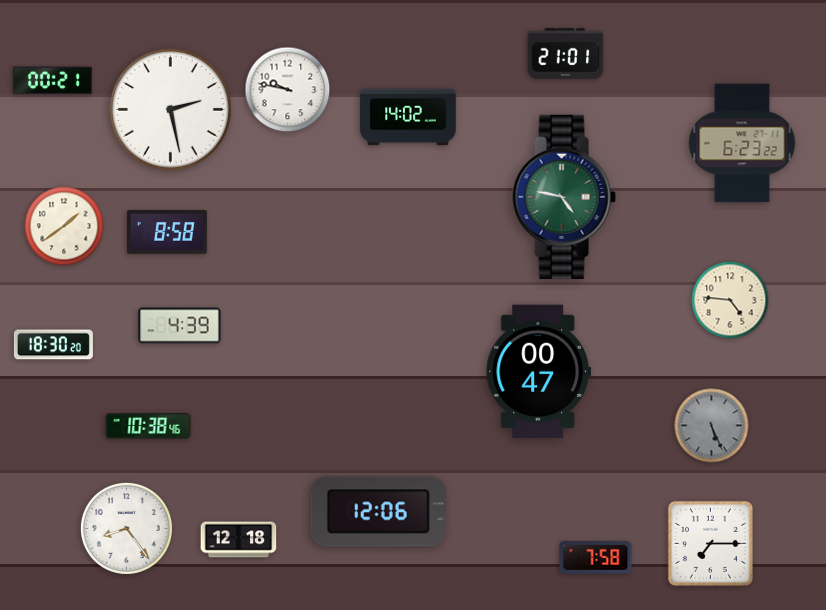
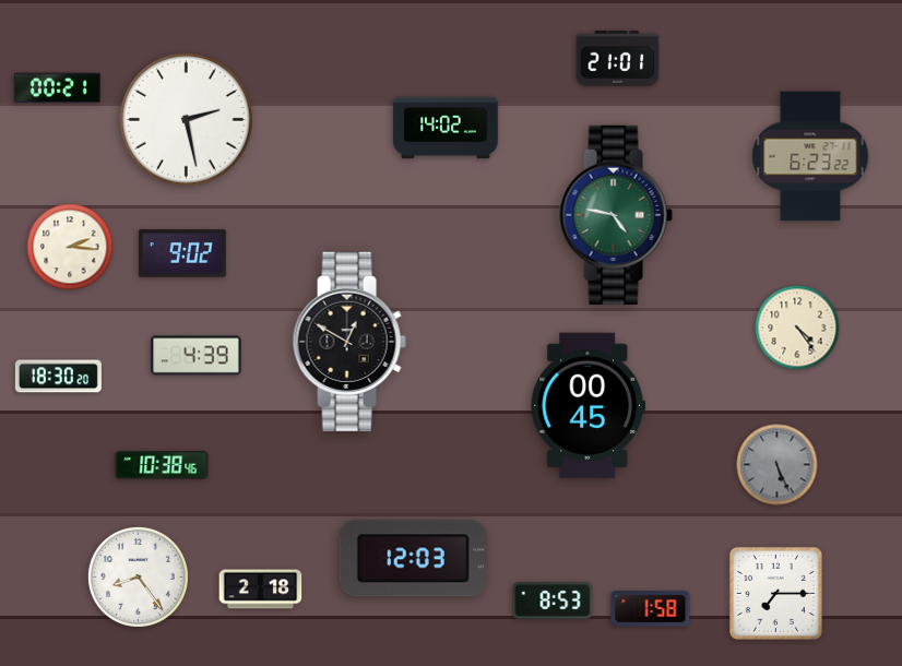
clock at (288, 90): 9:47 -> none
clock at (64, 226): 1:39 -> 2:16
clock at (167, 232): 8:58 -> 9:02
clock at (730, 300): 4:46 -> 4:24
clock at (349, 342): none -> 12:50
clock at (538, 372): 00:47 -> 00:45
clock at (378, 512): 12:06 -> 12:03
clock at (239, 540): 12:18 -> 2:18
clock at (553, 600): none -> 8:53
clock at (596, 558): 7:58 -> 1:58
